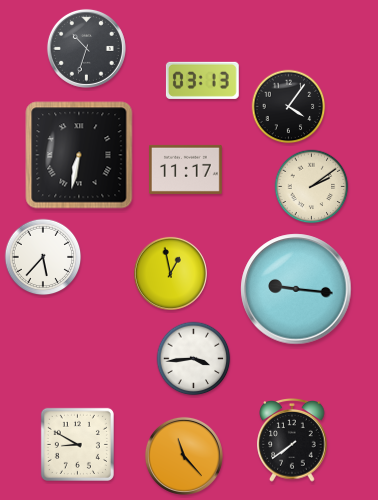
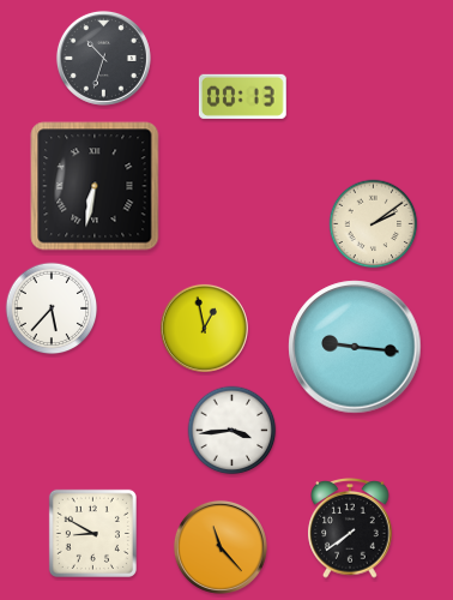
clock at (202, 80): 03:13 -> 00:13
clock at (289, 107): 4:06 -> none
clock at (185, 169): 11:17 -> none
